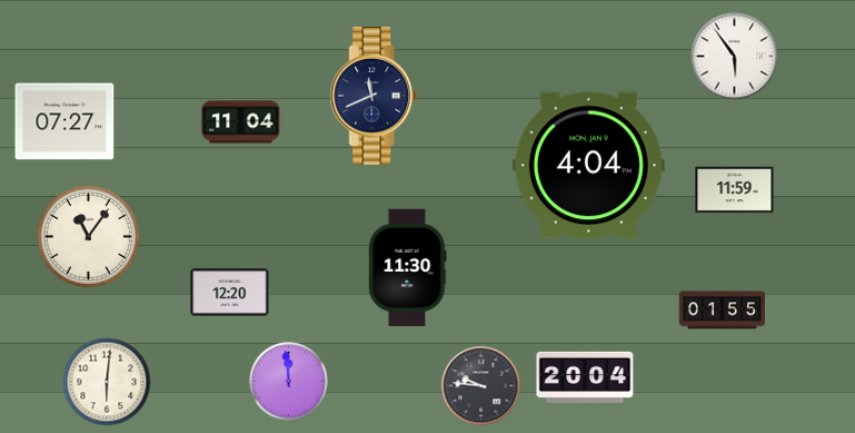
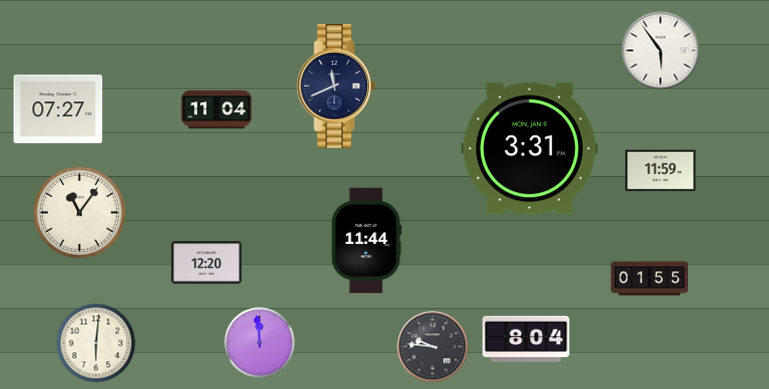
clock at (588, 166): 4:04 -> 3:31
clock at (408, 268): 11:30 -> 11:44
clock at (585, 377): 20:04 -> 8:04
